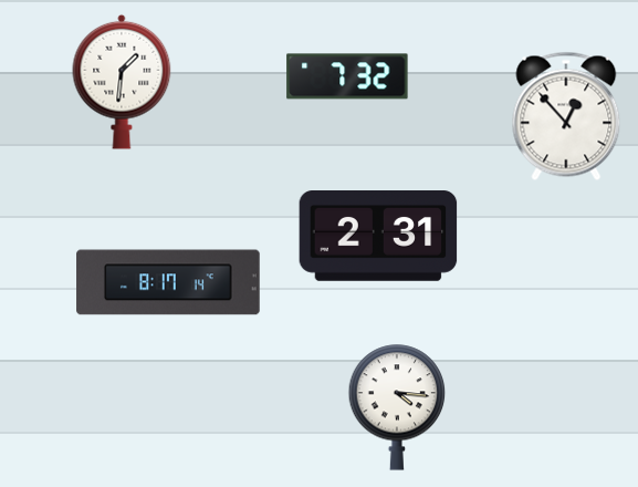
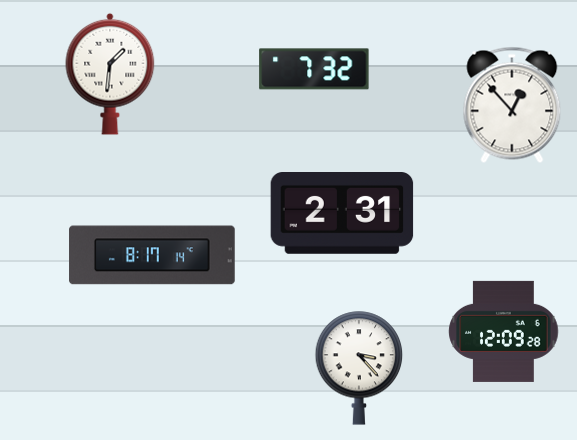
clock at (504, 331): none -> 12:09
clock at (397, 407): 4:16 -> 3:23
